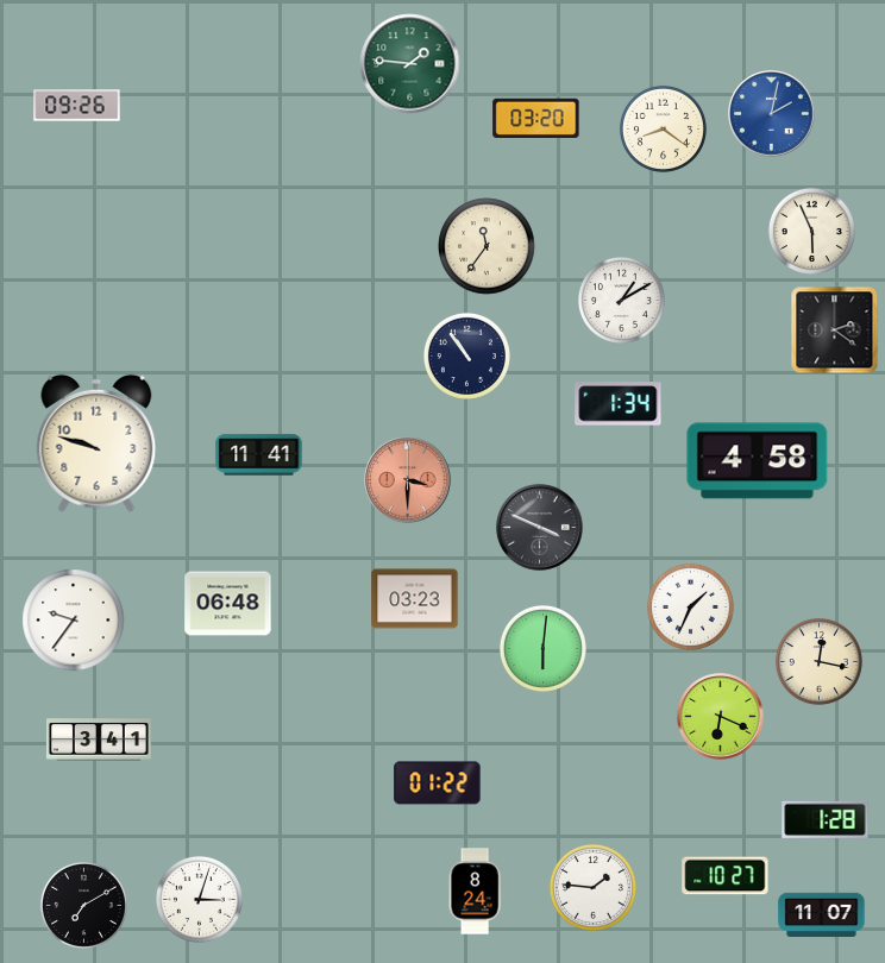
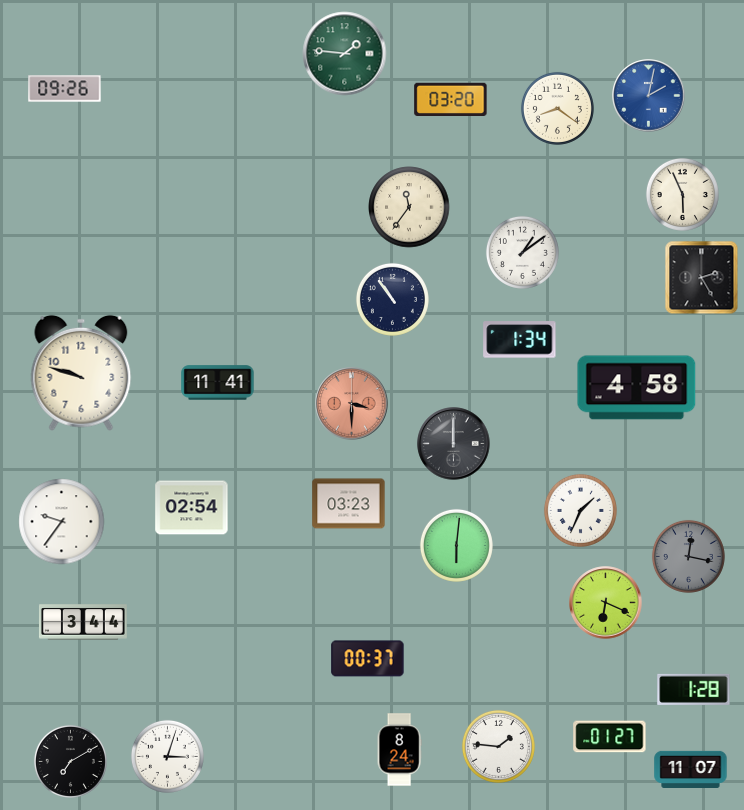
clock at (621, 300): 1:10 -> 1:09
clock at (835, 331): 2:21 -> 2:25
clock at (408, 480) position: (408, 480) -> (352, 404)
clock at (540, 528): 3:49 -> 12:00
clock at (228, 604): 06:48 -> 02:54
clock at (818, 661) dial: cream -> grey
clock at (99, 739): 3:41 -> 3:44
clock at (438, 783): 01:22 -> 00:37
clock at (726, 876): 10:27 -> 01:27
